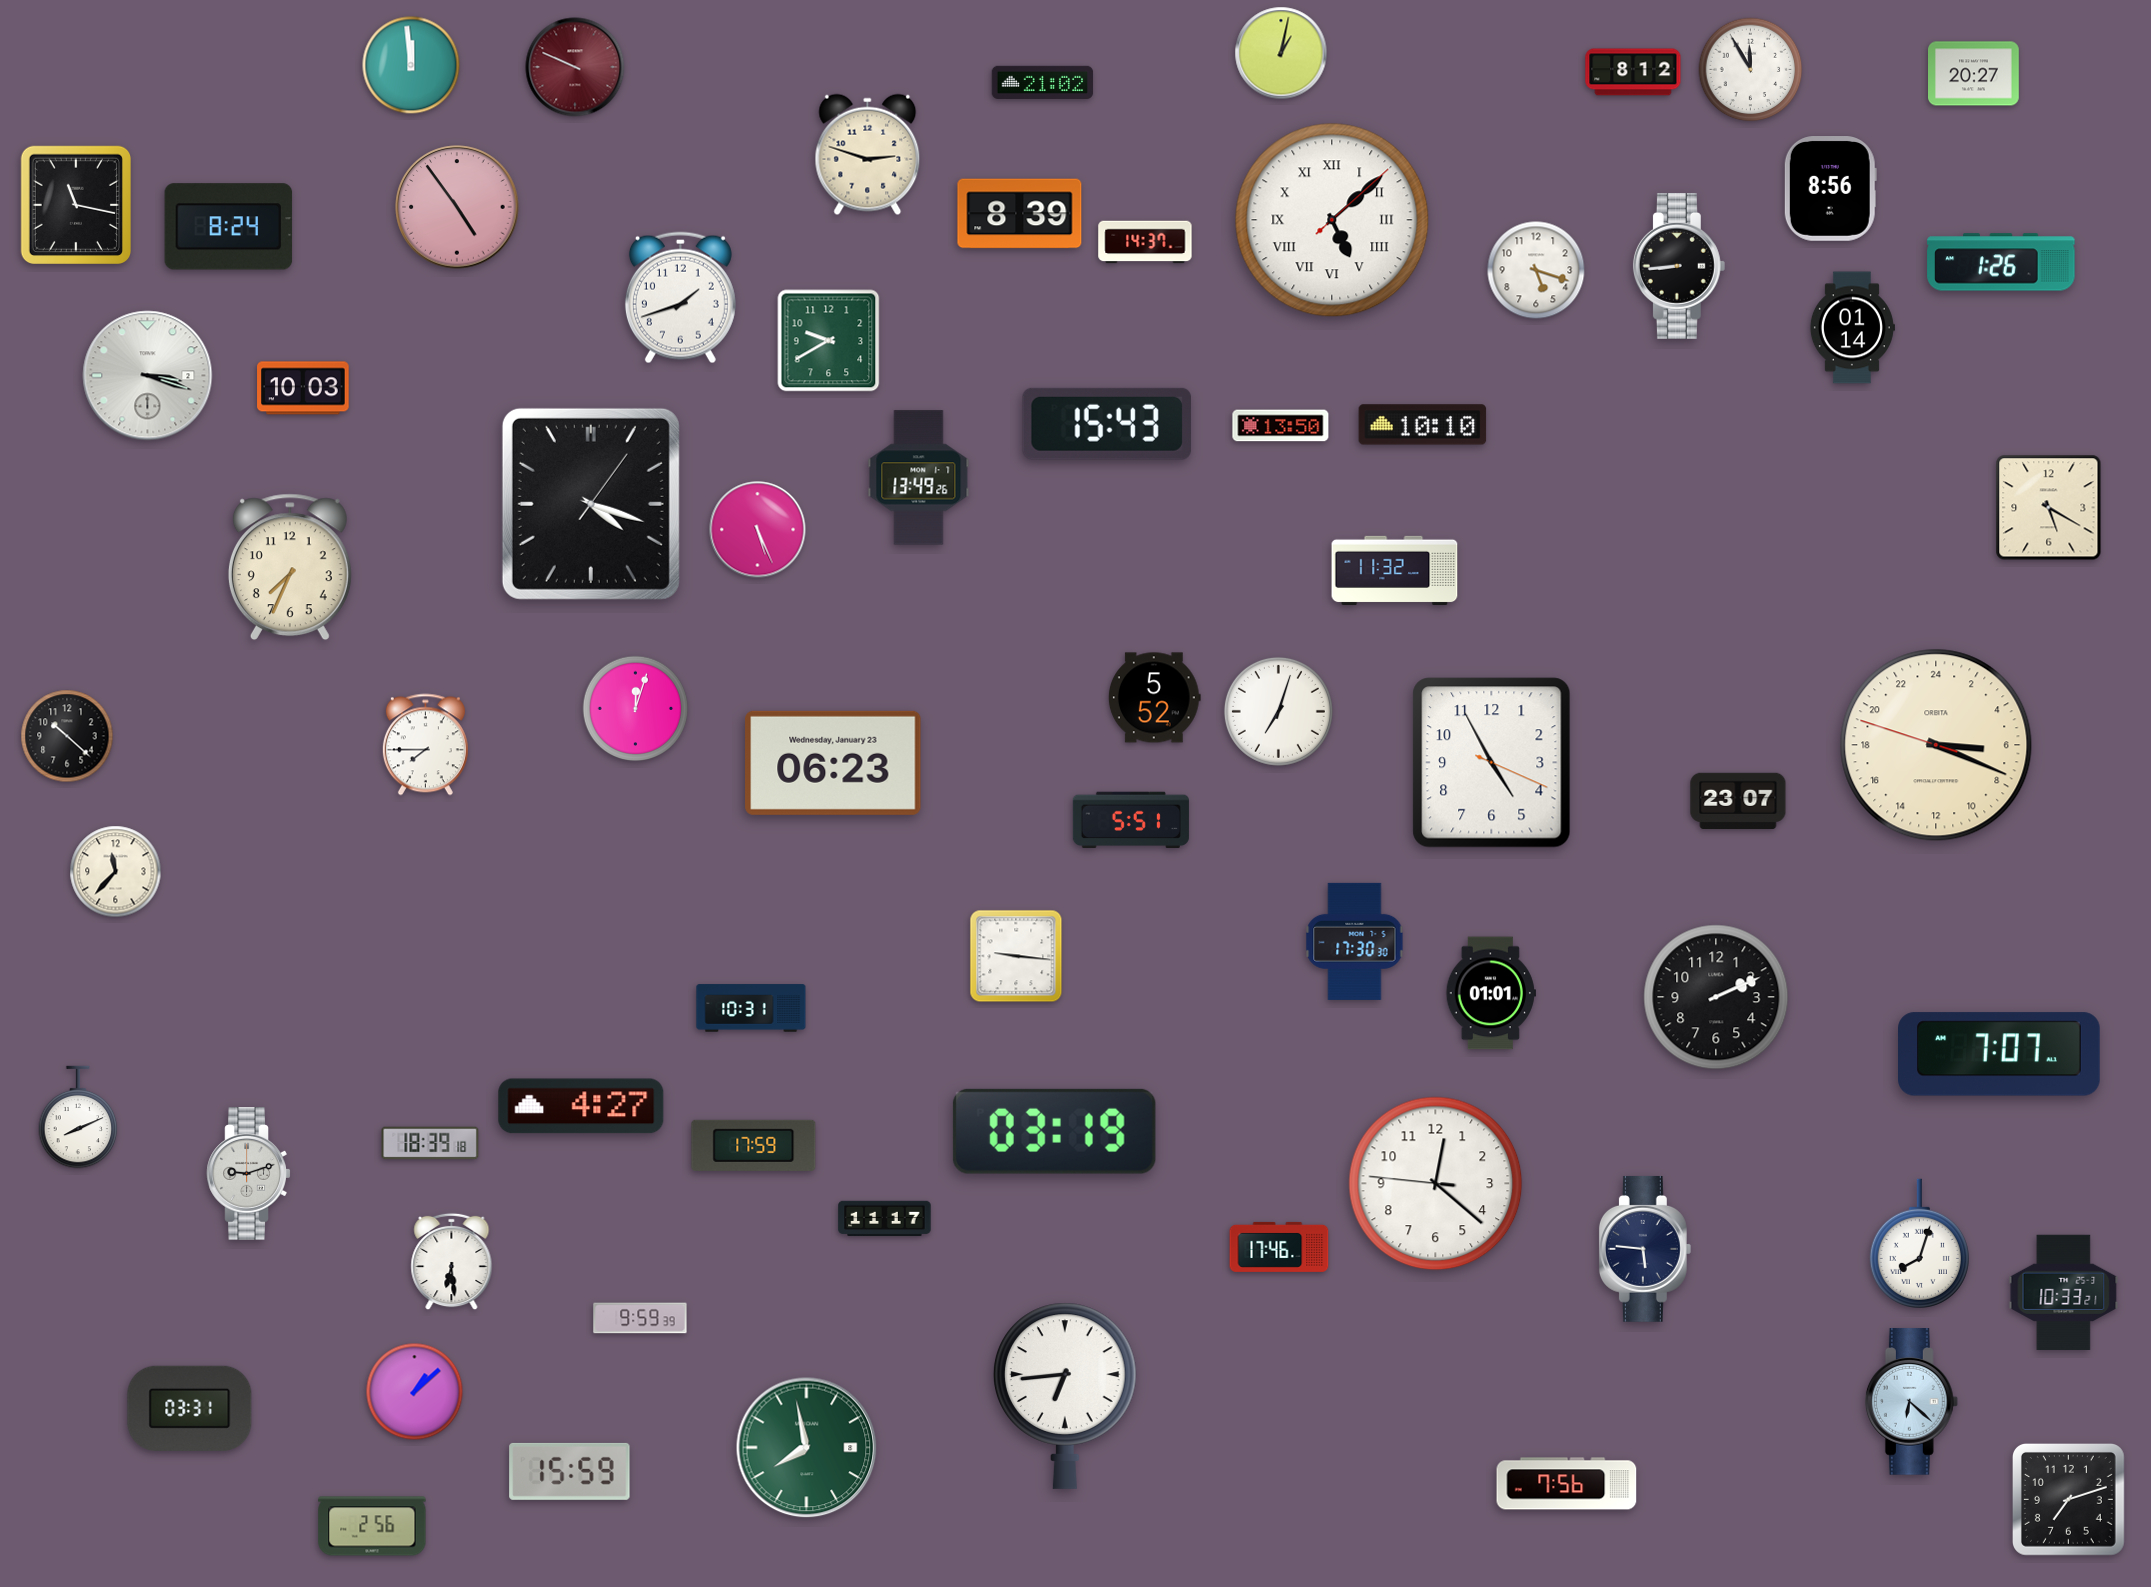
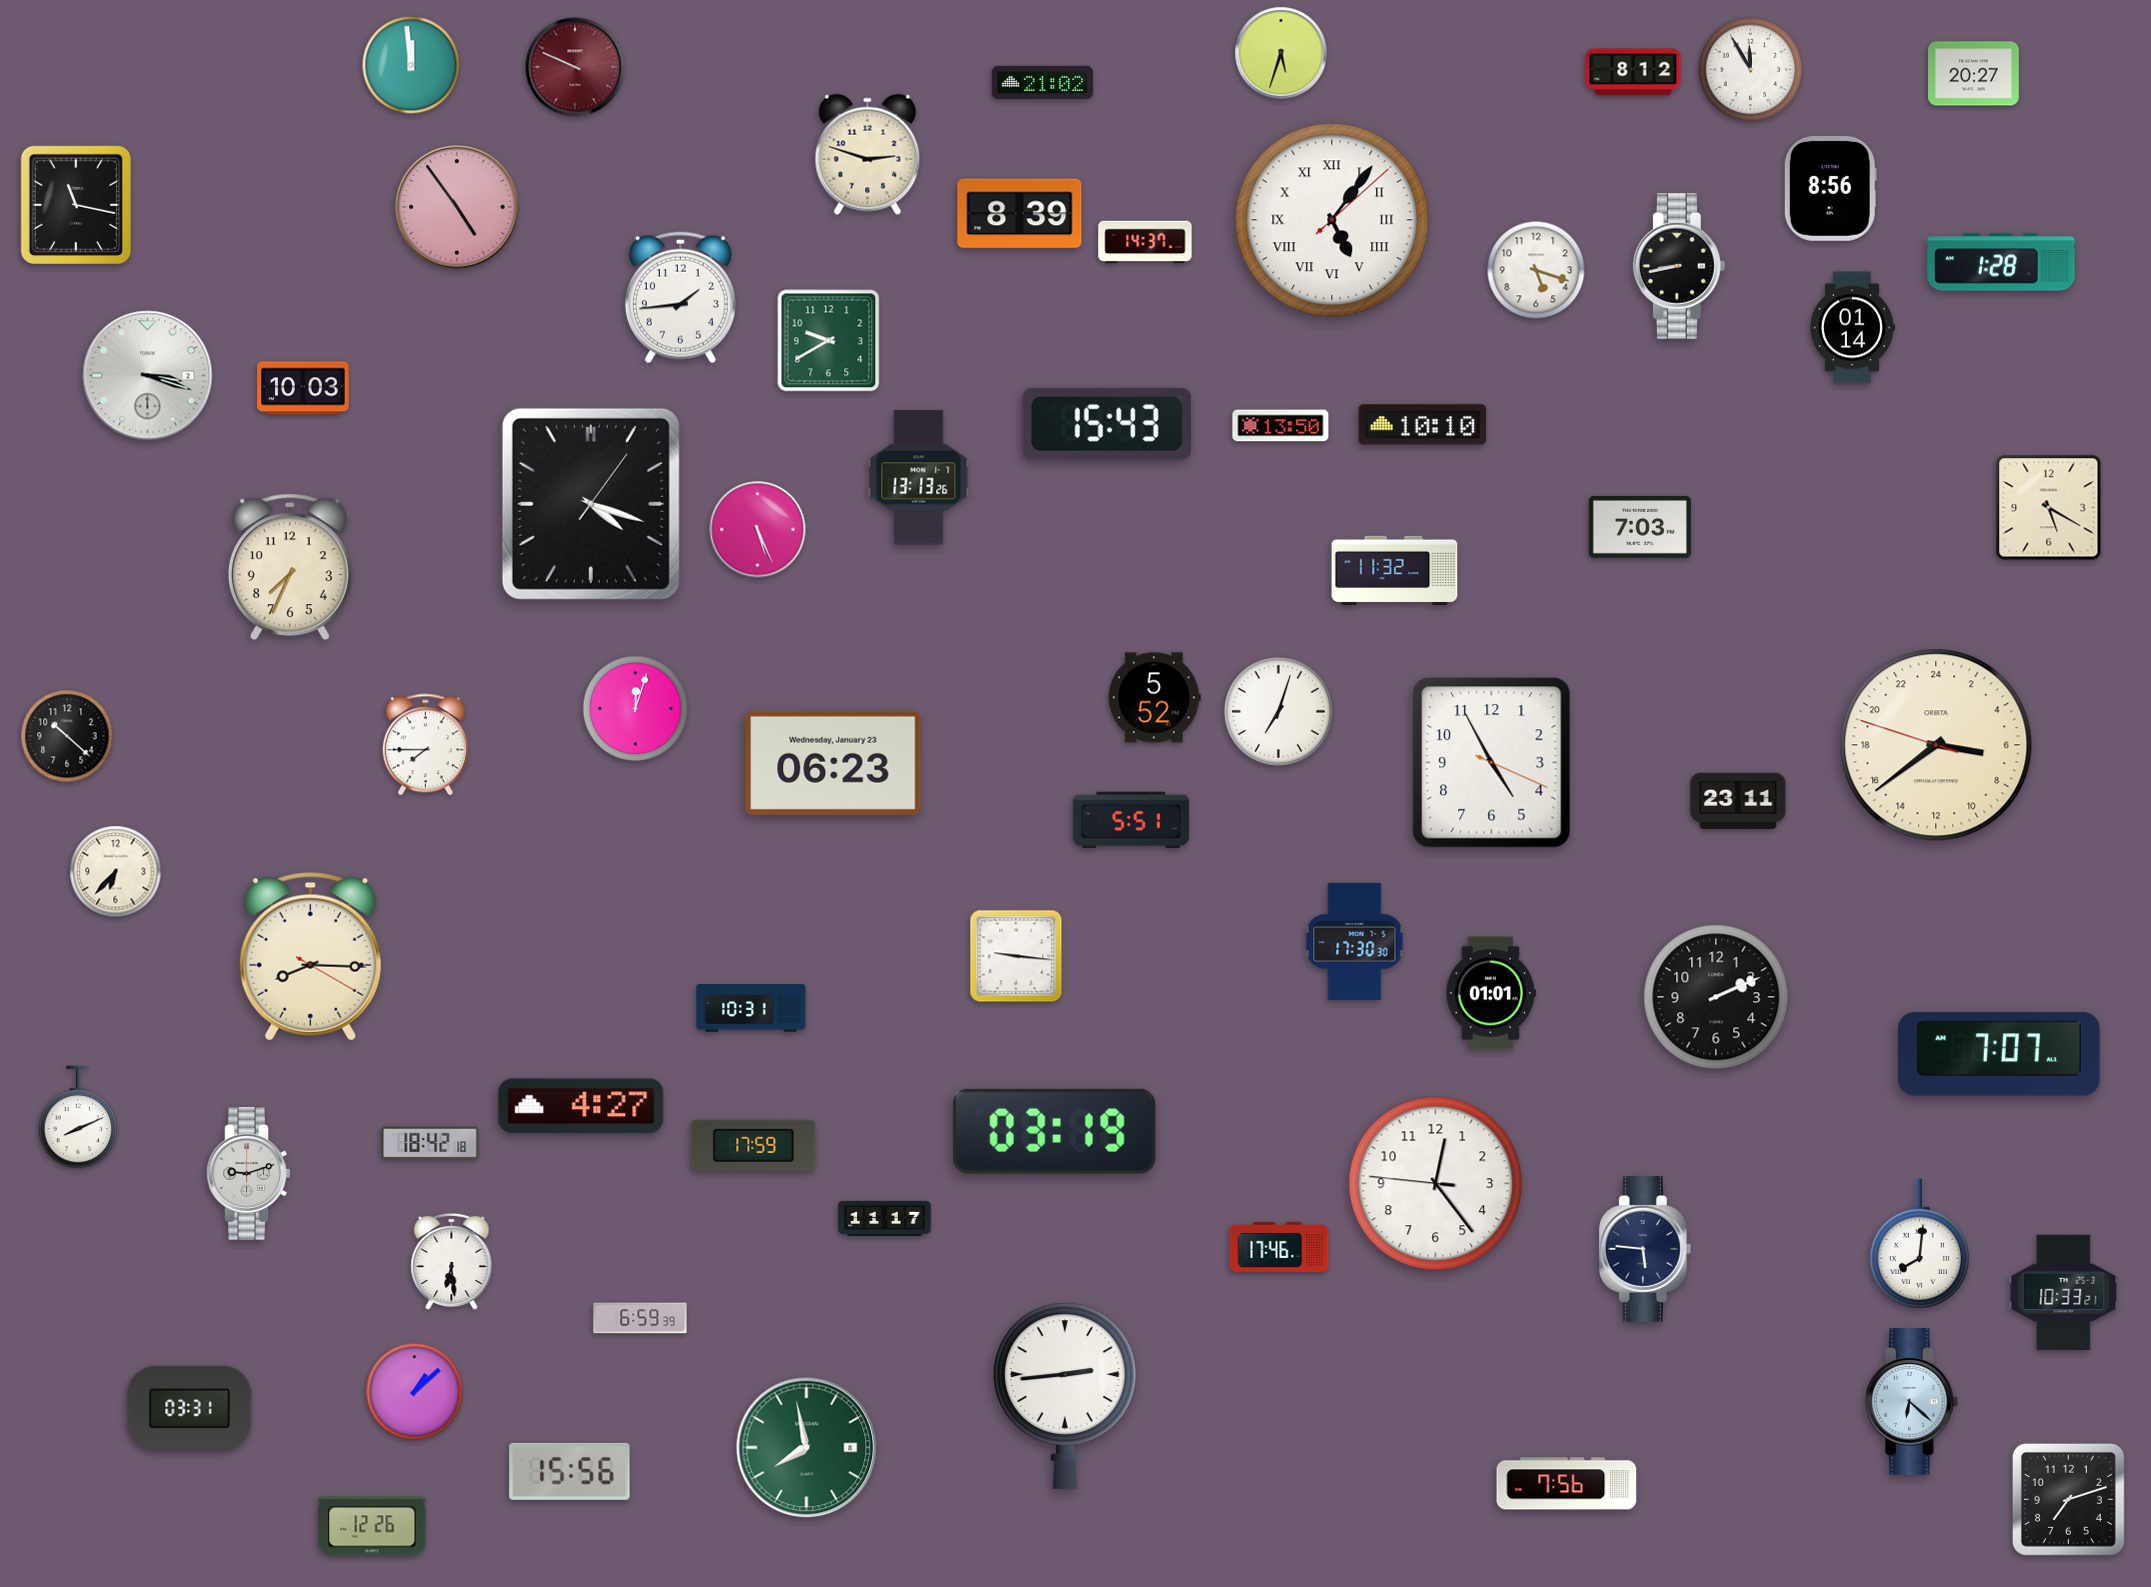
clock at (1281, 53): 1:02 -> 5:33
clock at (1332, 220): 5:08 -> 5:06
clock at (229, 227): 8:24 -> none
clock at (2001, 262): 1:26 -> 1:28
clock at (1679, 266): 8:44 -> 8:43
clock at (680, 298): 1:42 -> 1:44
clock at (919, 478): 13:49 -> 13:13
clock at (1640, 527): none -> 7:03
clock at (1936, 745): 6:18 -> 6:38
clock at (1738, 800): 23:07 -> 23:11
clock at (116, 872): 11:37 -> 6:37
clock at (310, 957): none -> 8:15
clock at (430, 1143): 18:39 -> 18:42
clock at (1436, 1184): 12:21 -> 12:23
clock at (1919, 1243): 8:03 -> 8:01
clock at (640, 1318): 9:59 -> 6:59
clock at (1065, 1396): 6:44 -> 2:44
clock at (570, 1471): 15:59 -> 15:56
clock at (372, 1526): 2:56 -> 12:26
